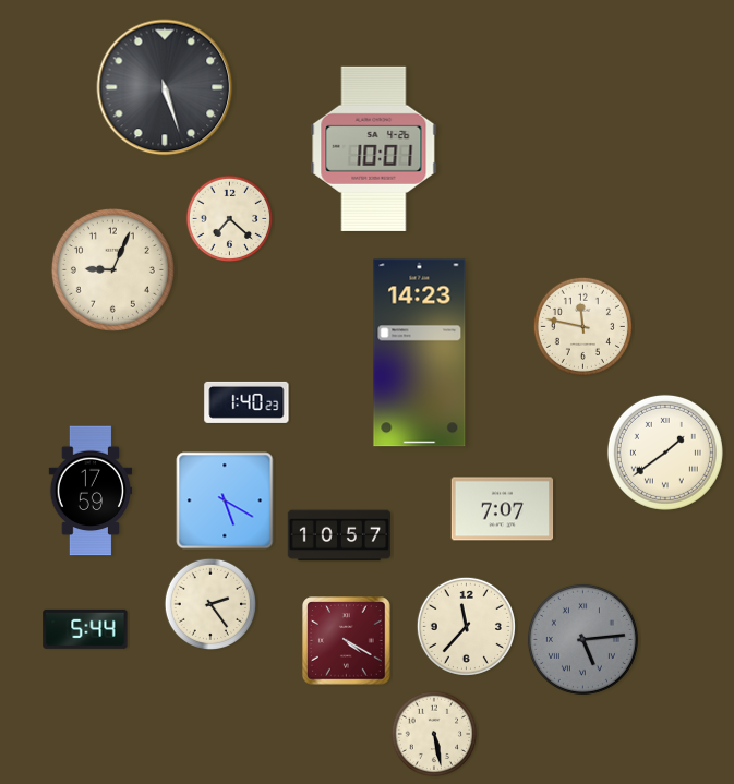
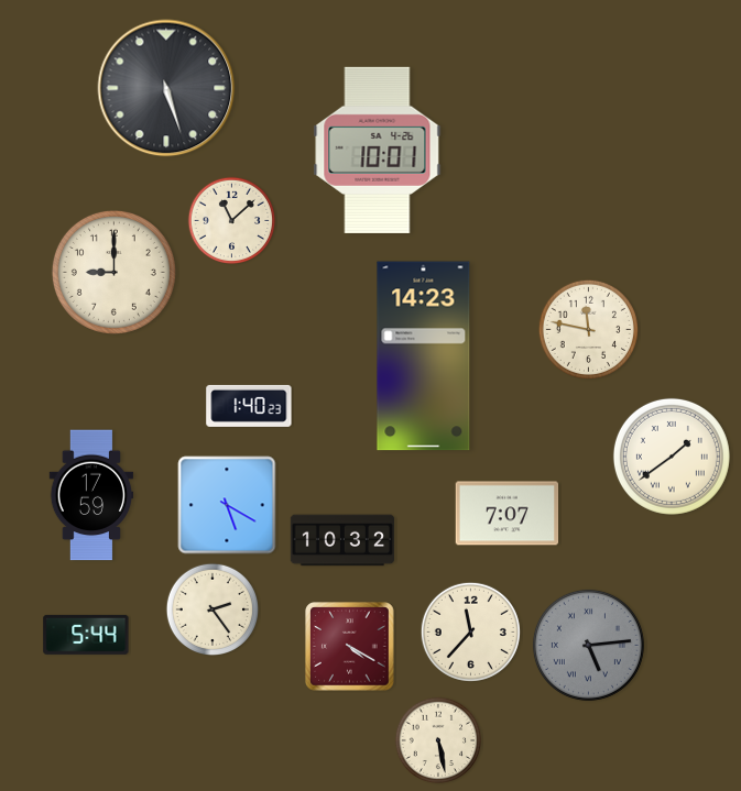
clock at (230, 219): 7:22 -> 11:08
clock at (112, 269): 9:04 -> 9:00
clock at (339, 535): 10:57 -> 10:32
